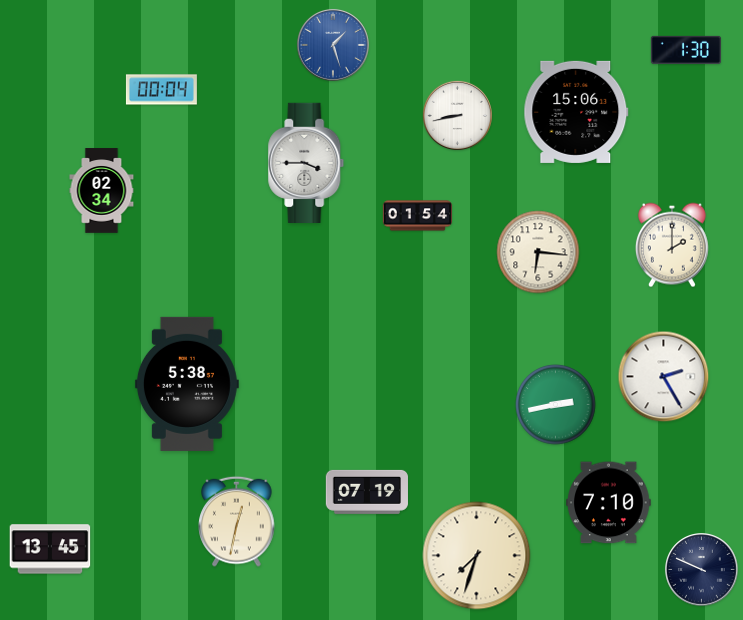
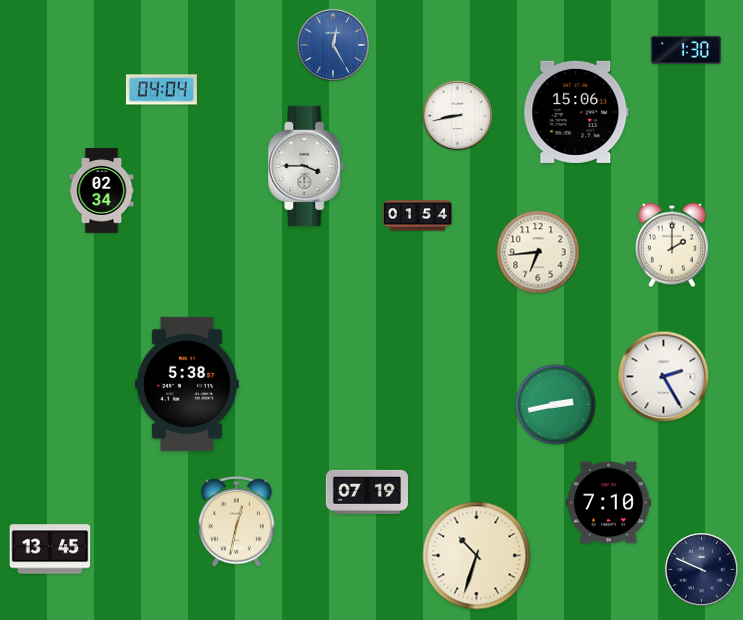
clock at (333, 45): 1:27 -> 12:25
clock at (161, 90): 00:04 -> 04:04
clock at (306, 162) position: (306, 162) -> (306, 165)
clock at (538, 252): 6:16 -> 6:44
clock at (477, 556): 7:33 -> 10:33
